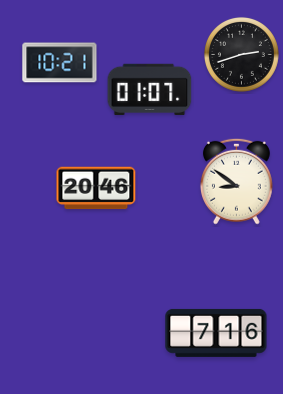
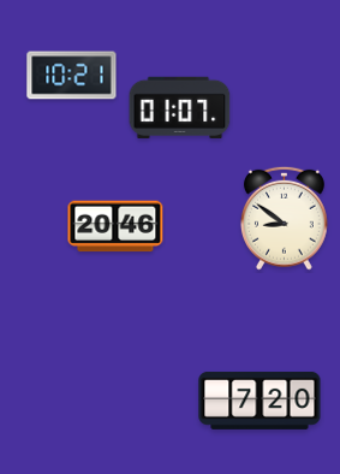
clock at (241, 54): 2:42 -> none
clock at (216, 333): 7:16 -> 7:20
